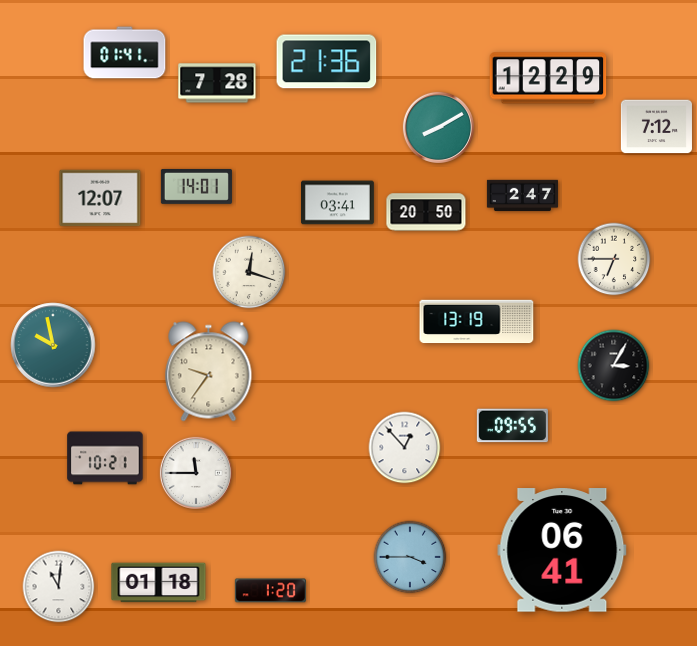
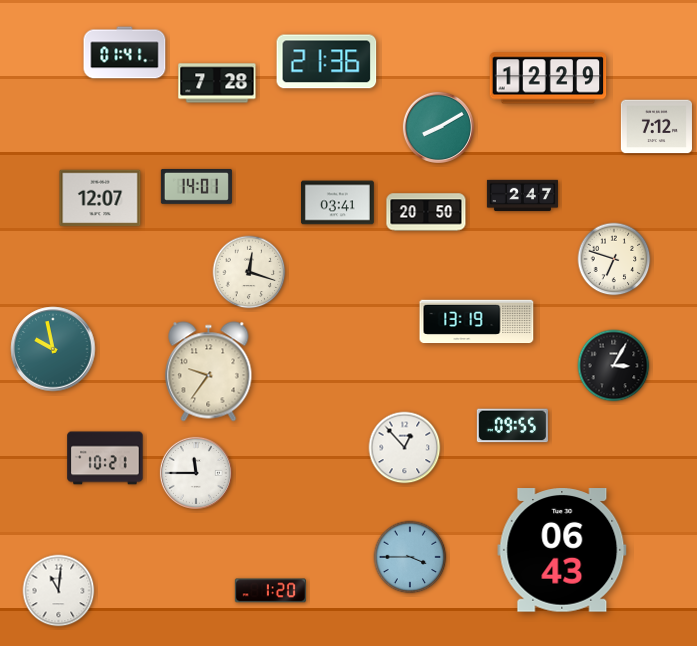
clock at (614, 259): 6:45 -> 6:48
clock at (53, 345) position: (53, 345) -> (53, 349)
clock at (562, 550): 06:41 -> 06:43
clock at (159, 583): 01:18 -> none
clock at (59, 587) position: (59, 587) -> (59, 591)
